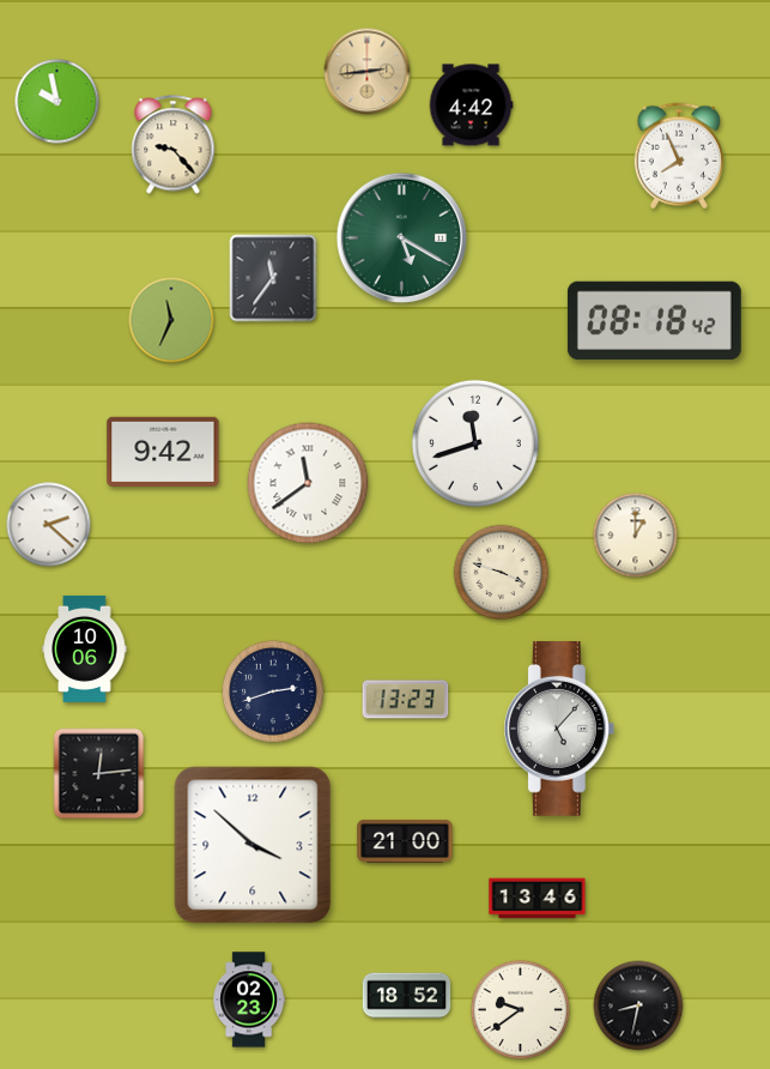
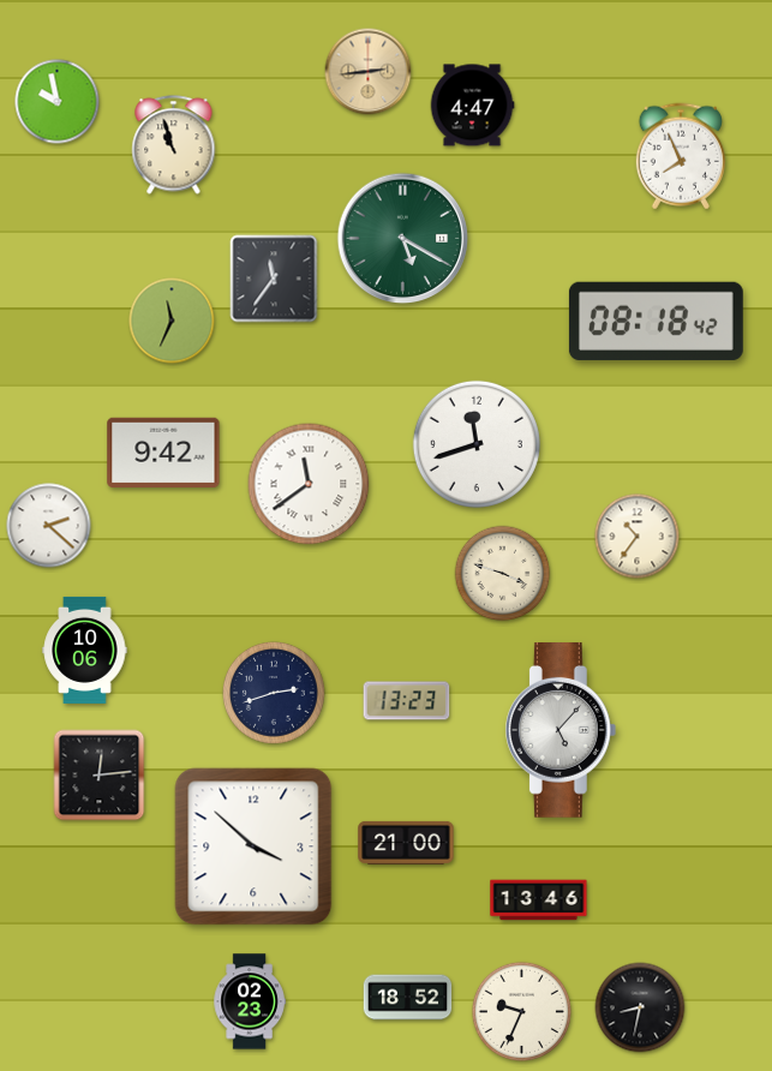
clock at (471, 105): 4:42 -> 4:47
clock at (174, 145): 9:23 -> 10:57
clock at (636, 536): 1:00 -> 10:36
clock at (520, 1009): 9:39 -> 9:34
